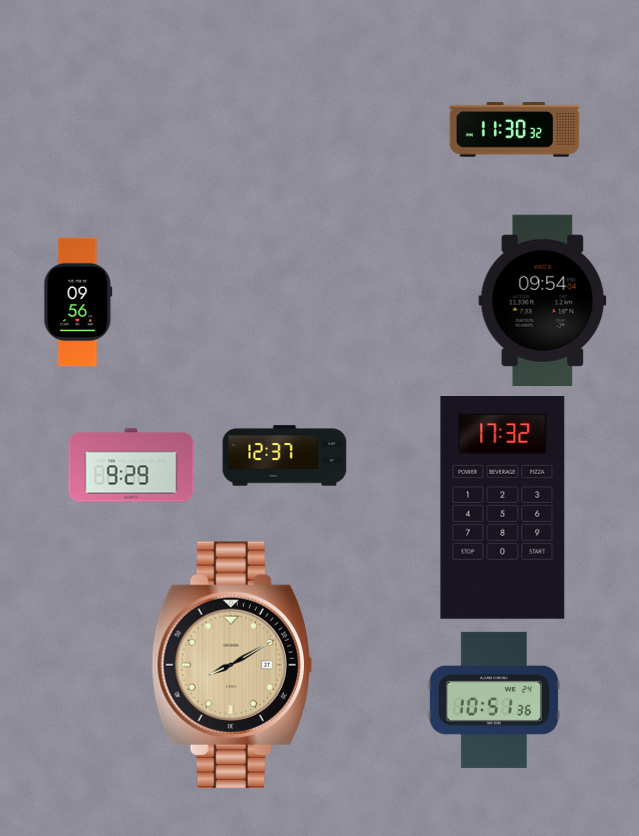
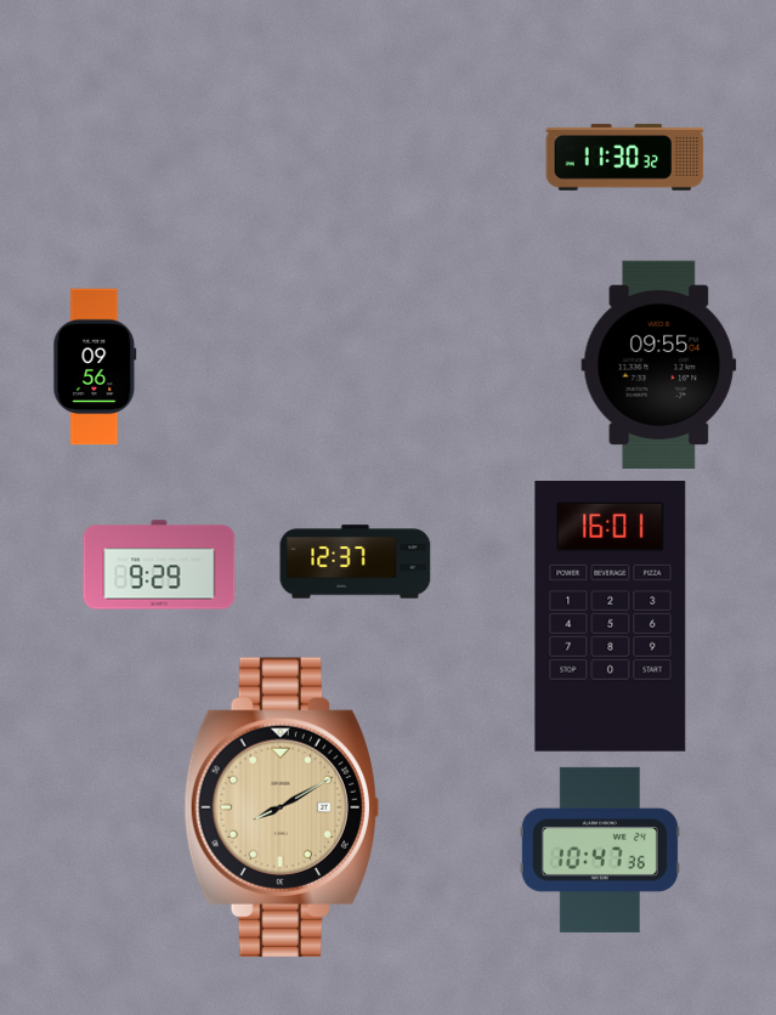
clock at (543, 300): 09:54 -> 09:55
clock at (285, 456) position: (285, 456) -> (356, 562)
clock at (503, 508): 17:32 -> 16:01
clock at (494, 700): 10:51 -> 10:47
